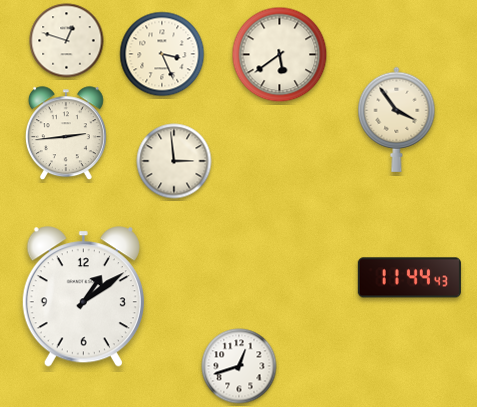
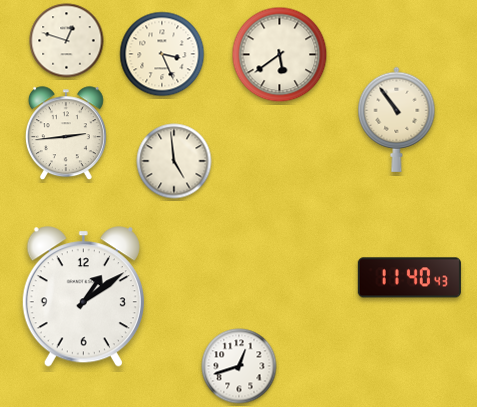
clock at (397, 119): 3:54 -> 10:54
clock at (174, 161): 2:59 -> 4:59
clock at (409, 278): 11:44 -> 11:40
